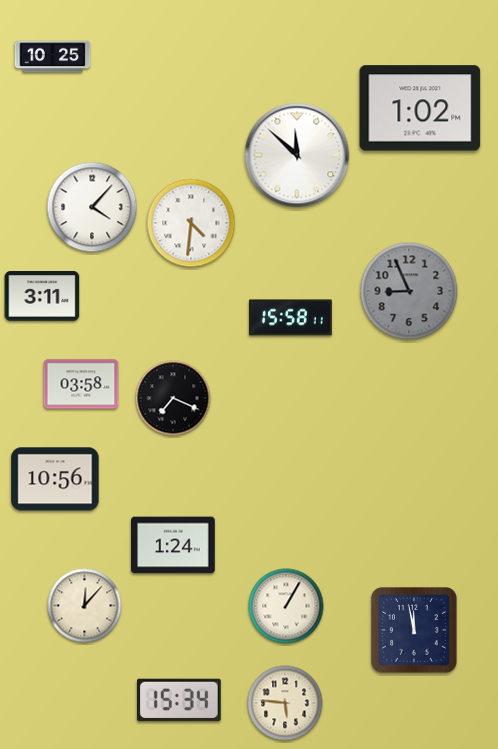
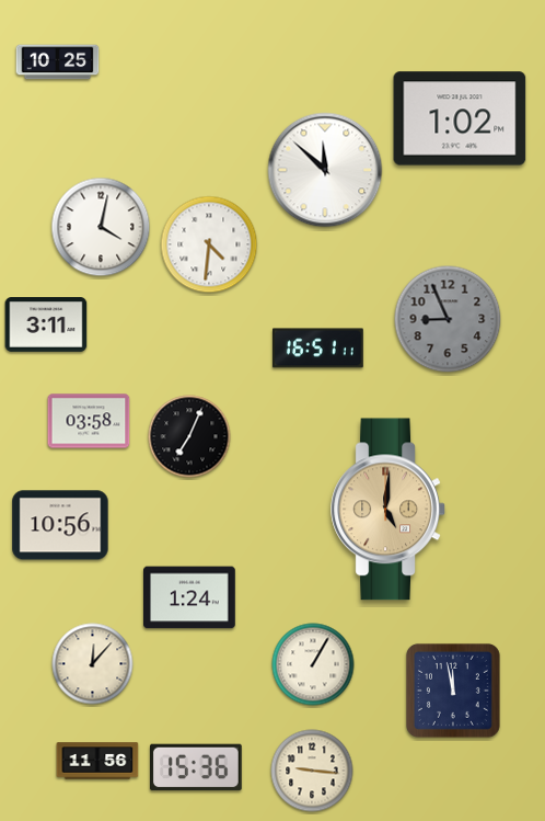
clock at (92, 207): 4:07 -> 4:02
clock at (290, 318): 15:58 -> 16:51
clock at (173, 398): 7:19 -> 7:04
clock at (389, 510): none -> 5:01
clock at (97, 761): none -> 11:56
clock at (180, 700): 15:34 -> 15:36
clock at (285, 703): 5:46 -> 9:16
